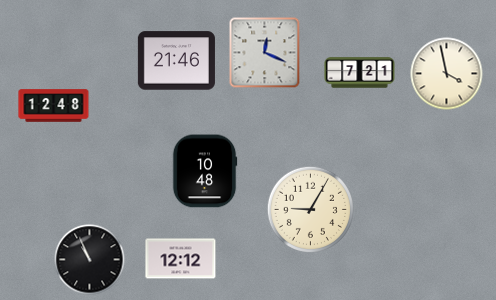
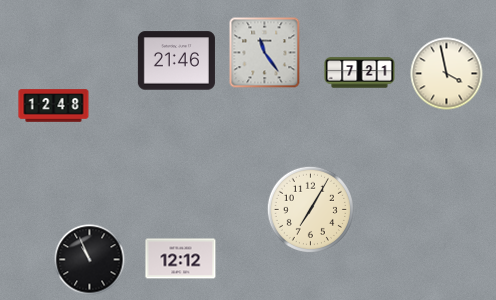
clock at (265, 53): 12:19 -> 11:24
clock at (205, 171): 10:48 -> none
clock at (310, 209): 9:05 -> 7:05
